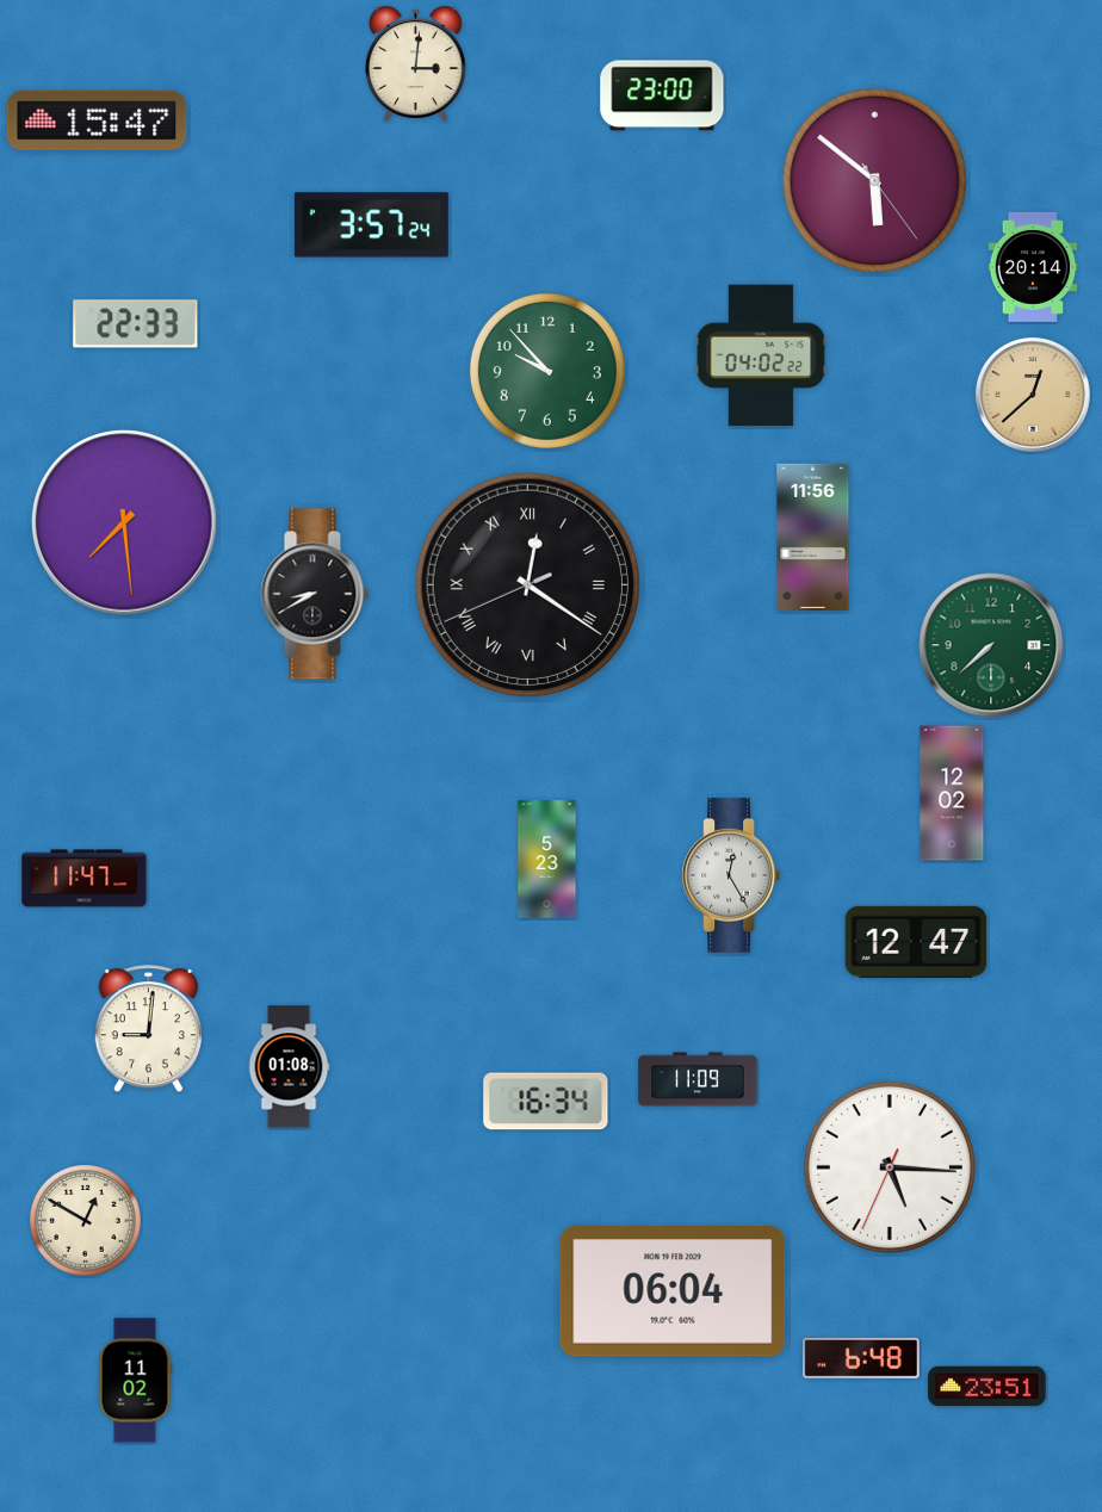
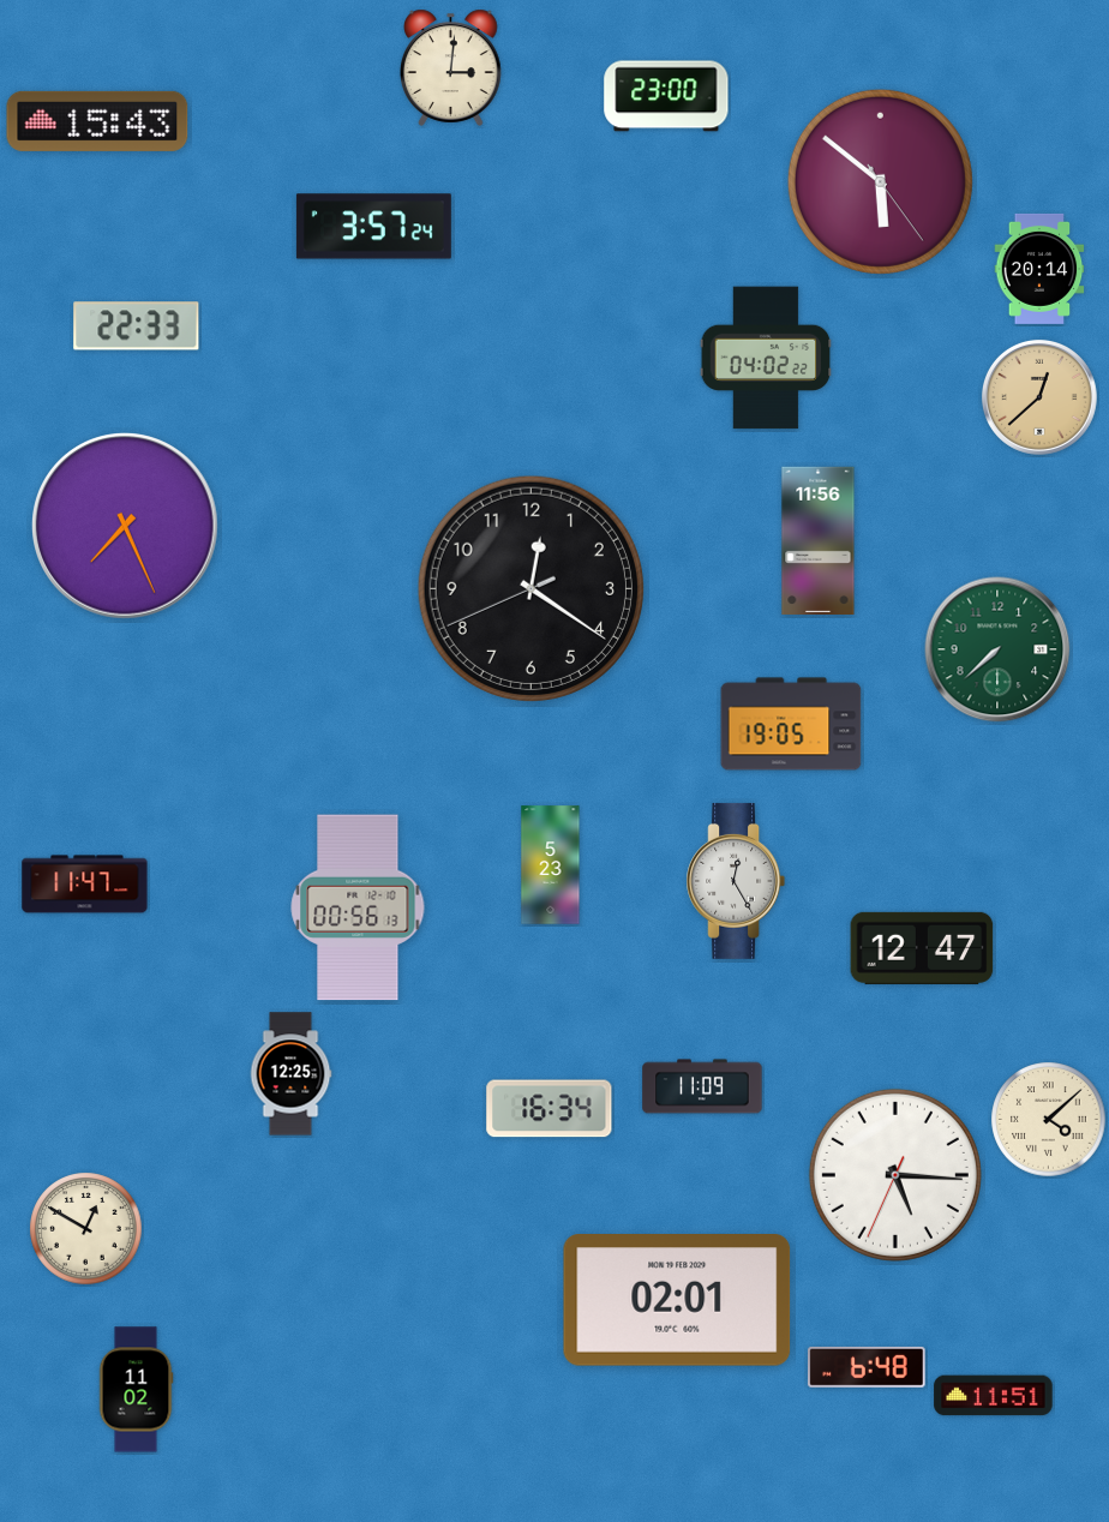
clock at (416, 63) position: (416, 63) -> (451, 67)
clock at (97, 120): 15:47 -> 15:43
clock at (547, 371): 9:53 -> none
clock at (124, 522): 7:29 -> 7:26
clock at (527, 584) numerals: Roman -> Arabic
clock at (315, 594): 8:40 -> none
clock at (791, 724): none -> 19:05
clock at (952, 793): 12:02 -> none
clock at (358, 907): none -> 00:56
clock at (148, 1029): 9:01 -> none
clock at (289, 1067): 01:08 -> 12:25
clock at (1049, 1120): none -> 4:08
clock at (673, 1293): 06:04 -> 02:01
clock at (988, 1387): 23:51 -> 11:51
